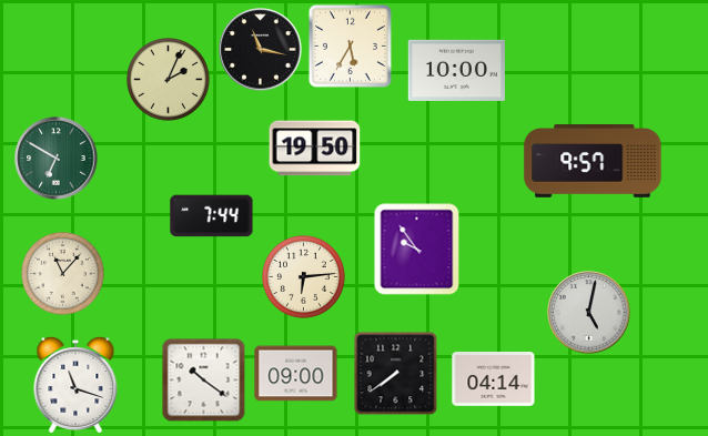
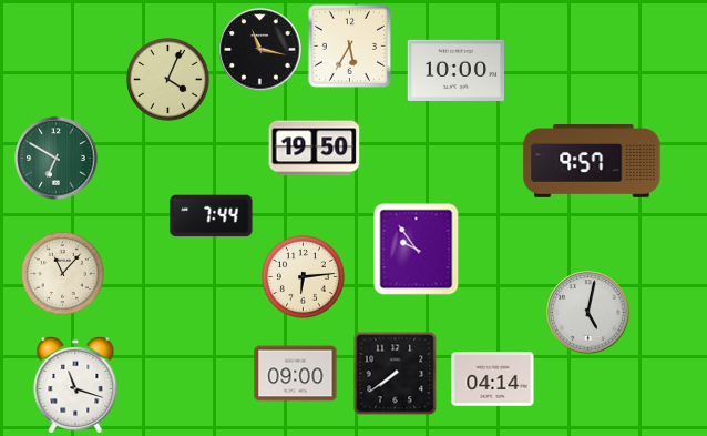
clock at (169, 80): 2:04 -> 4:04
clock at (204, 381): 10:21 -> none
